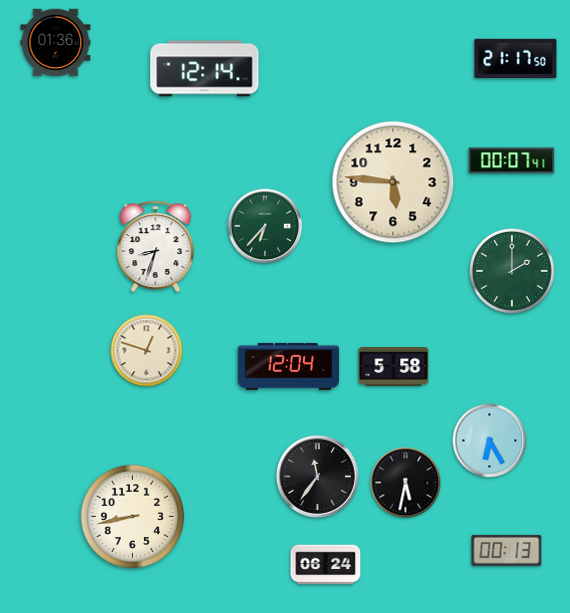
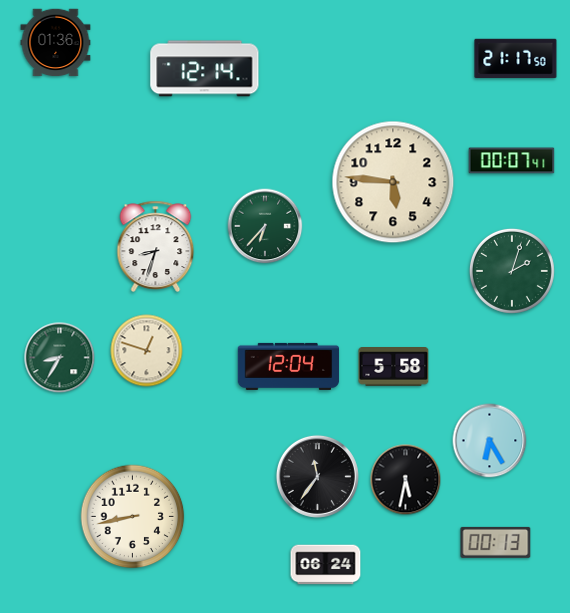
clock at (512, 271): 2:00 -> 2:03
clock at (60, 358): none -> 8:35
clock at (406, 483) position: (406, 483) -> (406, 480)
clock at (507, 550) position: (507, 550) -> (496, 542)
